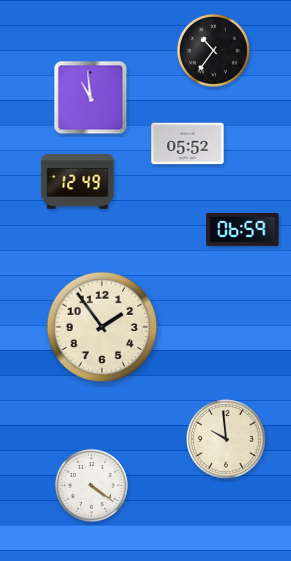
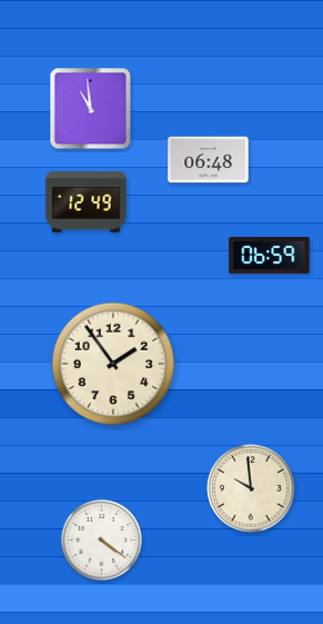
clock at (213, 50): 10:36 -> none
clock at (91, 98) position: (91, 98) -> (91, 109)
clock at (188, 144): 05:52 -> 06:48
